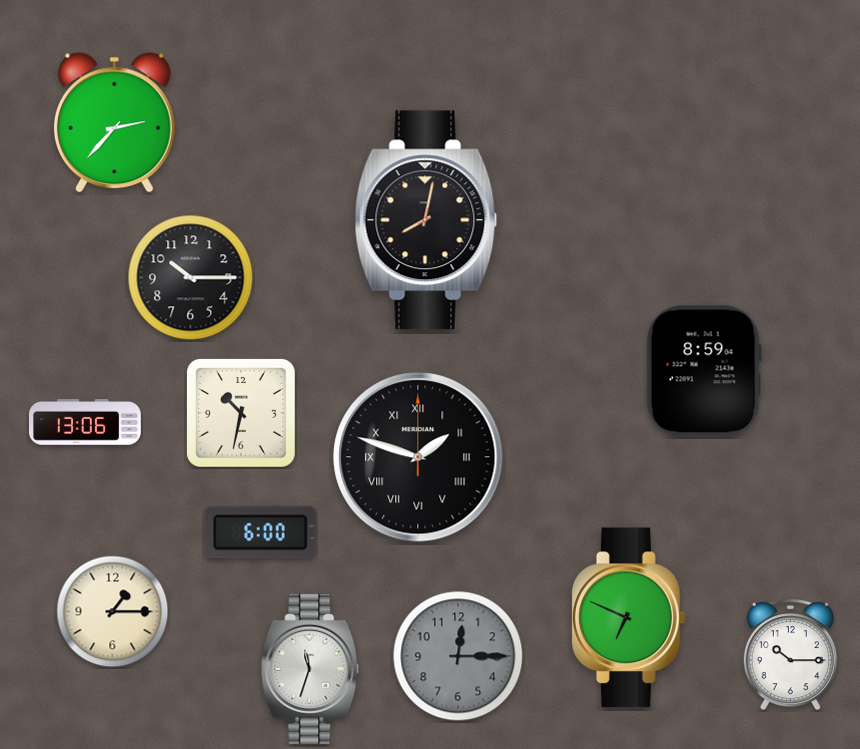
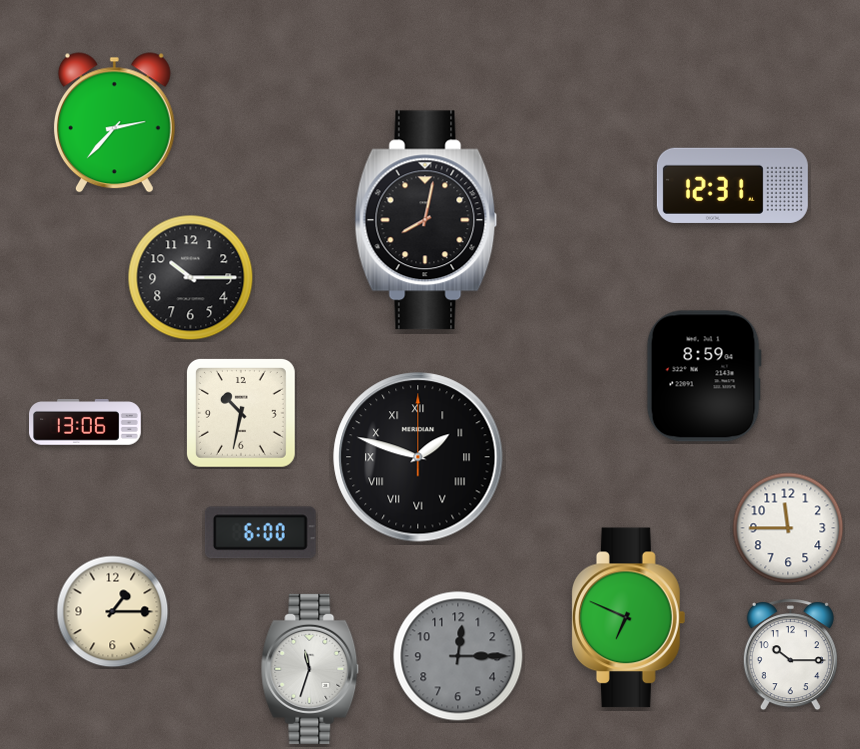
clock at (732, 185): none -> 12:31
clock at (704, 371) position: (704, 371) -> (704, 376)
clock at (788, 528): none -> 11:45
